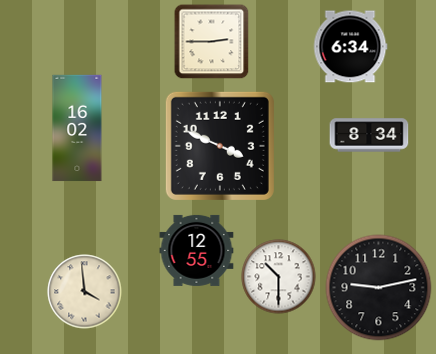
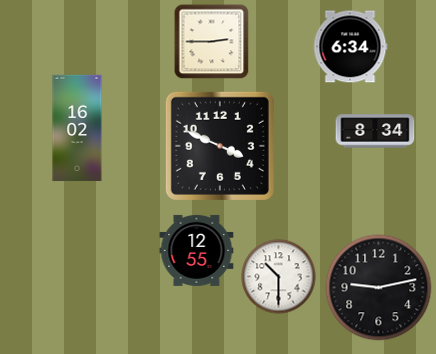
clock at (369, 135) position: (369, 135) -> (375, 131)
clock at (85, 292): 3:59 -> none
